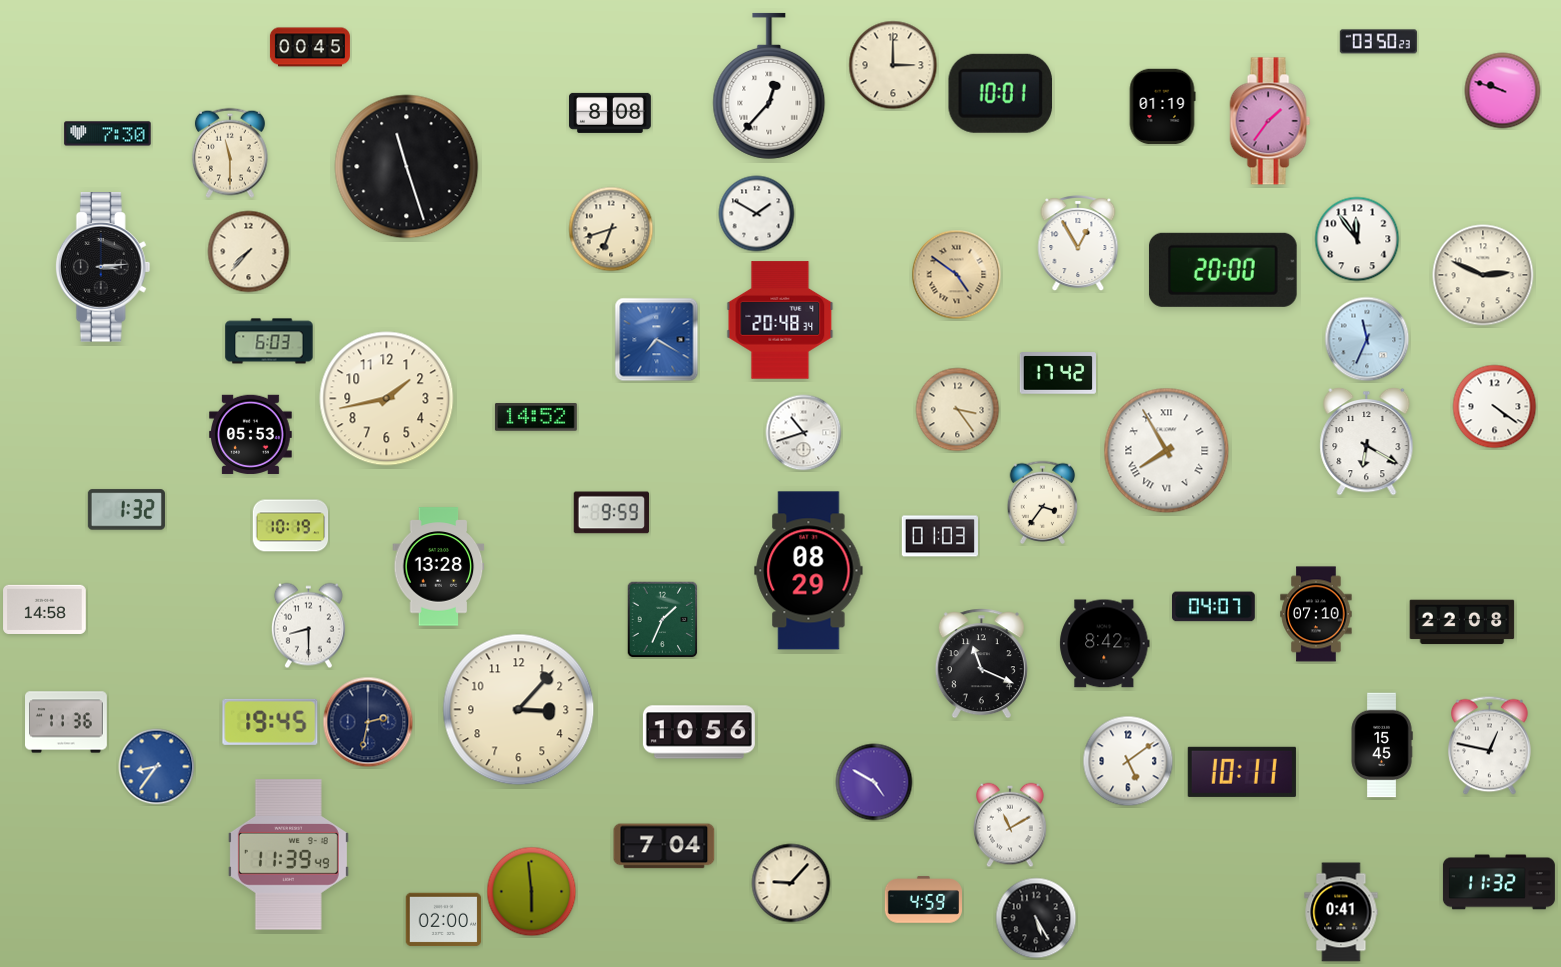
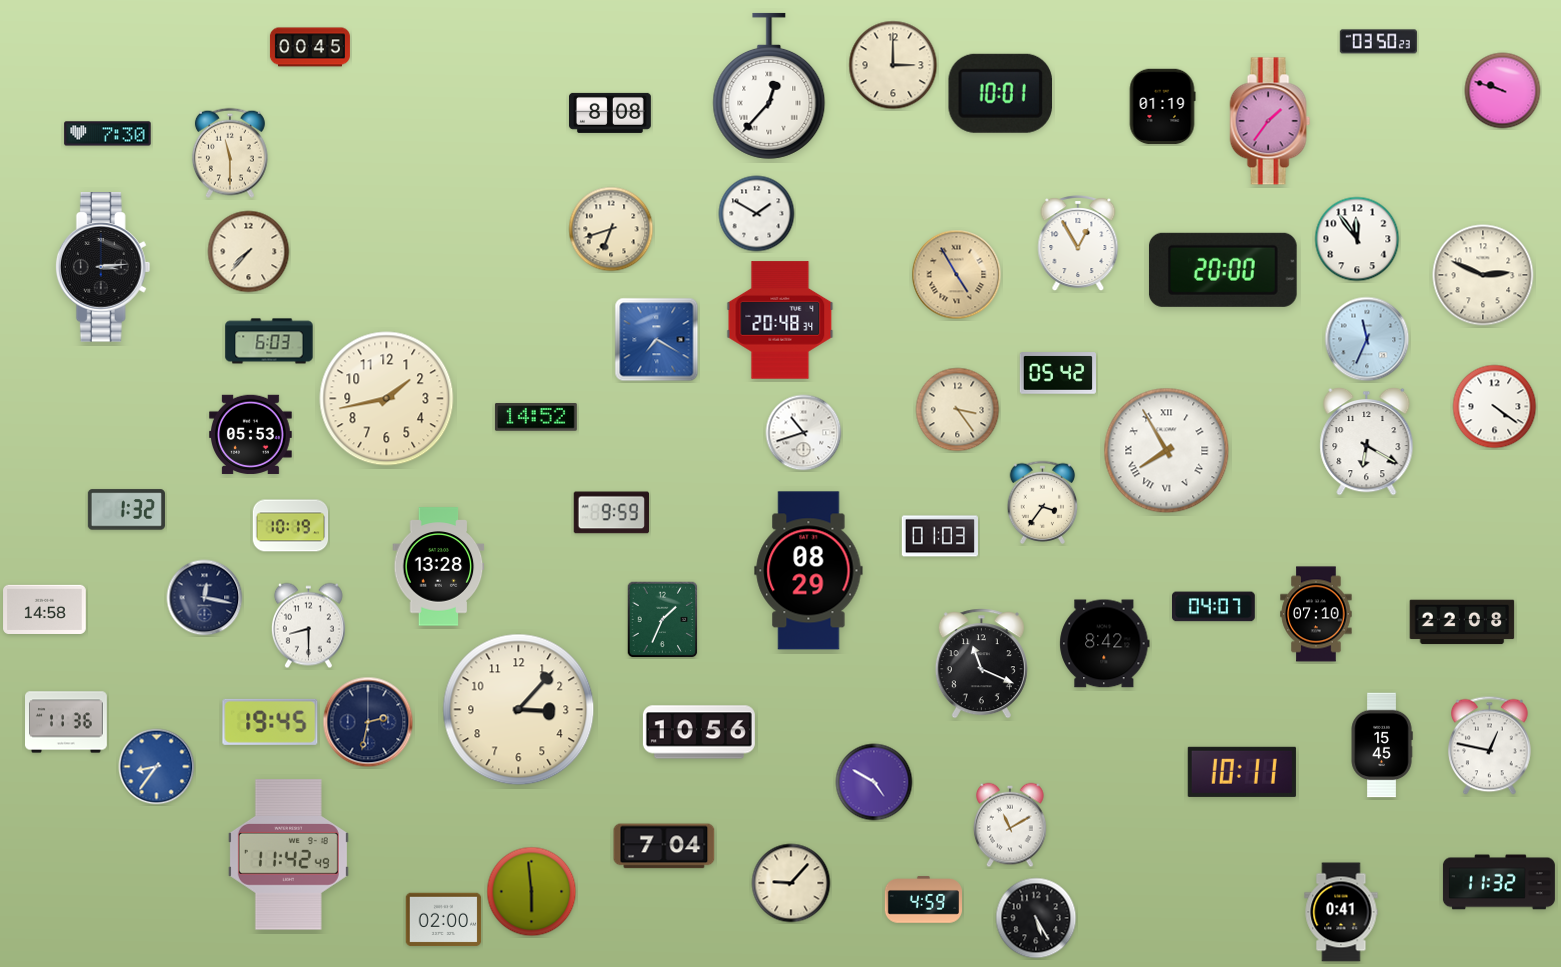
clock at (407, 167): 11:27 -> none
clock at (957, 275): 4:51 -> 4:55
clock at (1057, 373): 17:42 -> 05:42
clock at (205, 598): none -> 12:17
clock at (1128, 761): 5:09 -> none
clock at (288, 855): 11:39 -> 11:42
